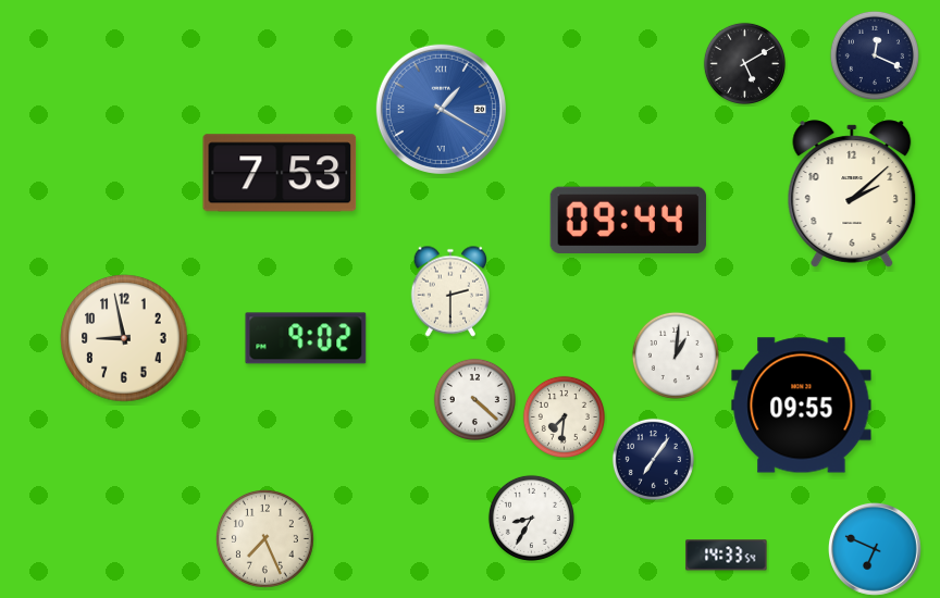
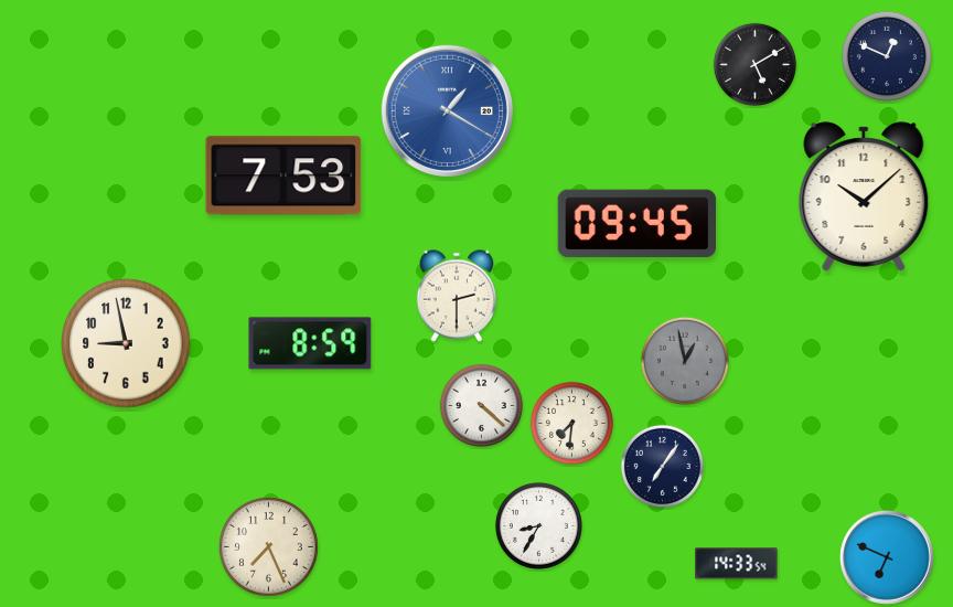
clock at (875, 55): 12:19 -> 12:49
clock at (852, 194): 2:08 -> 10:08
clock at (628, 220): 09:44 -> 09:45
clock at (306, 338): 9:02 -> 8:59
clock at (676, 356): 1:01 -> 12:58
clock at (676, 356) dial: white -> grey
clock at (802, 406): 09:55 -> none
